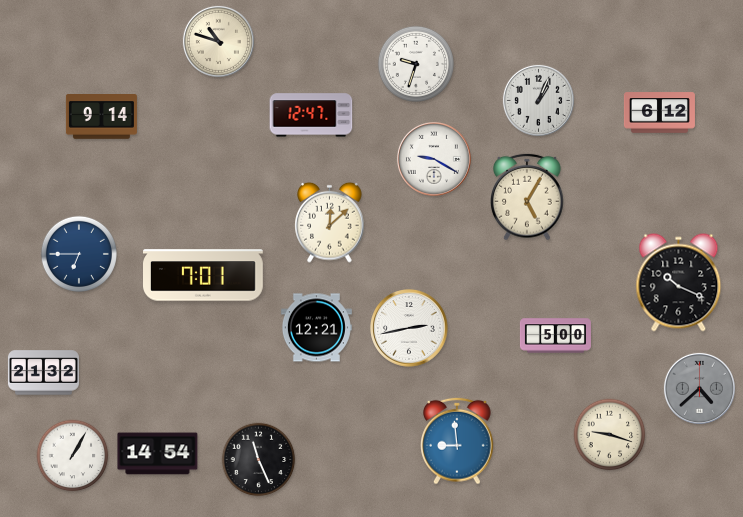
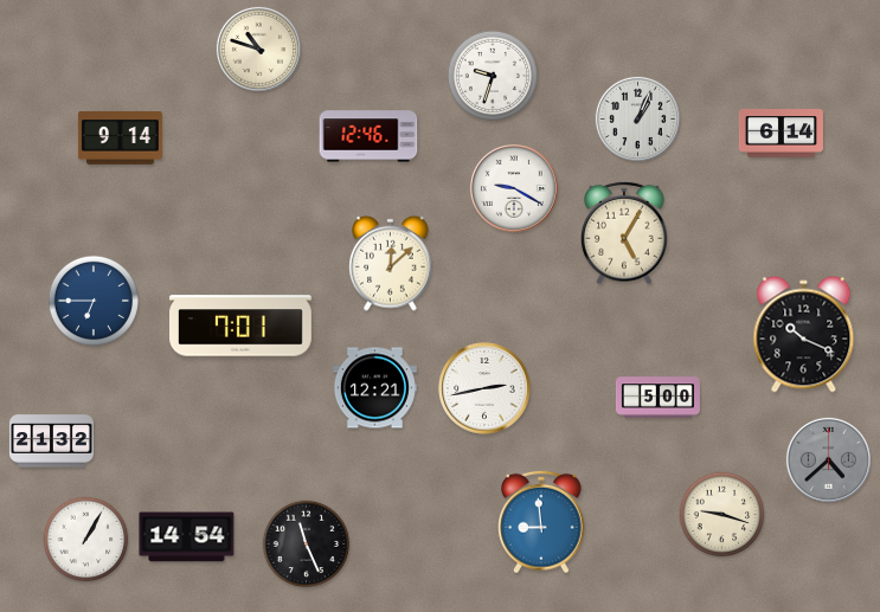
clock at (659, 113): 6:12 -> 6:14
clock at (311, 115): 12:47 -> 12:46
